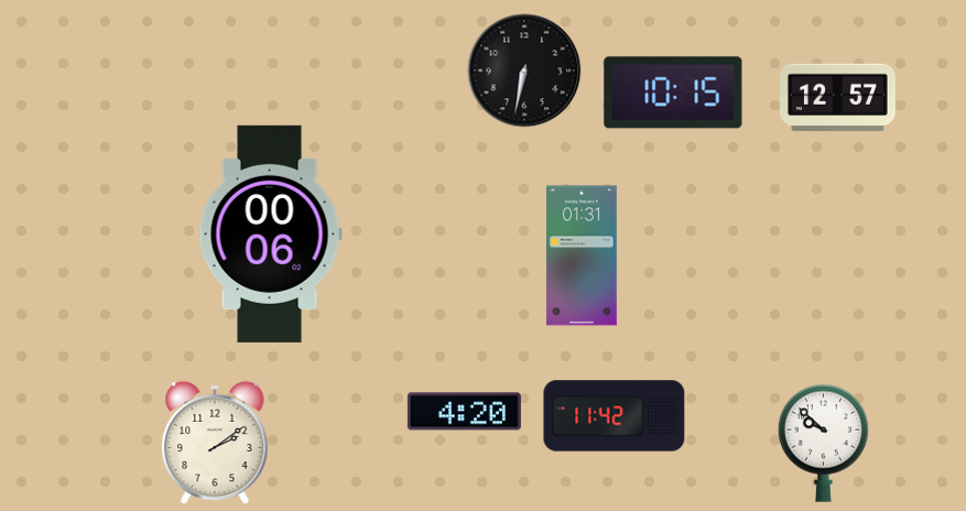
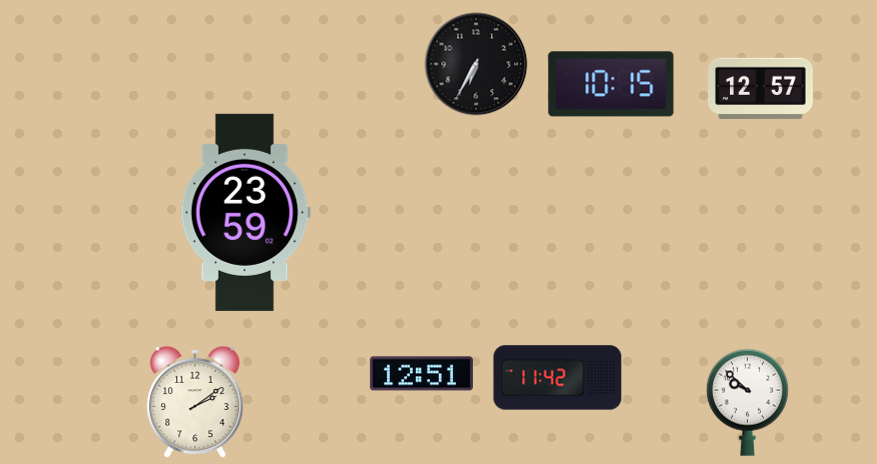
clock at (524, 70): 6:32 -> 6:35
clock at (270, 233): 00:06 -> 23:59
clock at (583, 255): 01:31 -> none
clock at (464, 412): 4:20 -> 12:51
